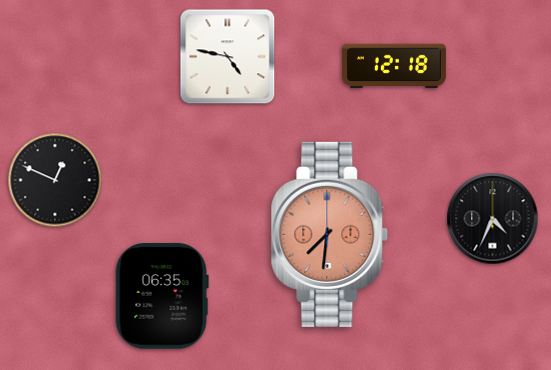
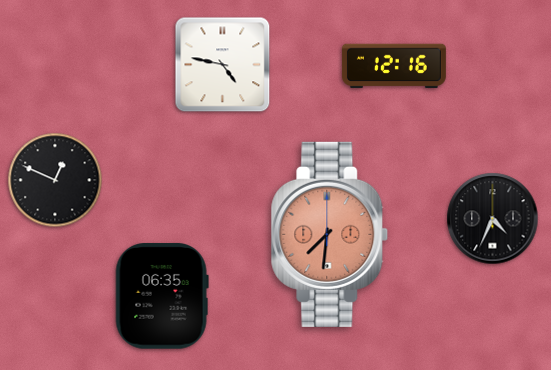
clock at (228, 57) position: (228, 57) -> (223, 65)
clock at (394, 66): 12:18 -> 12:16
